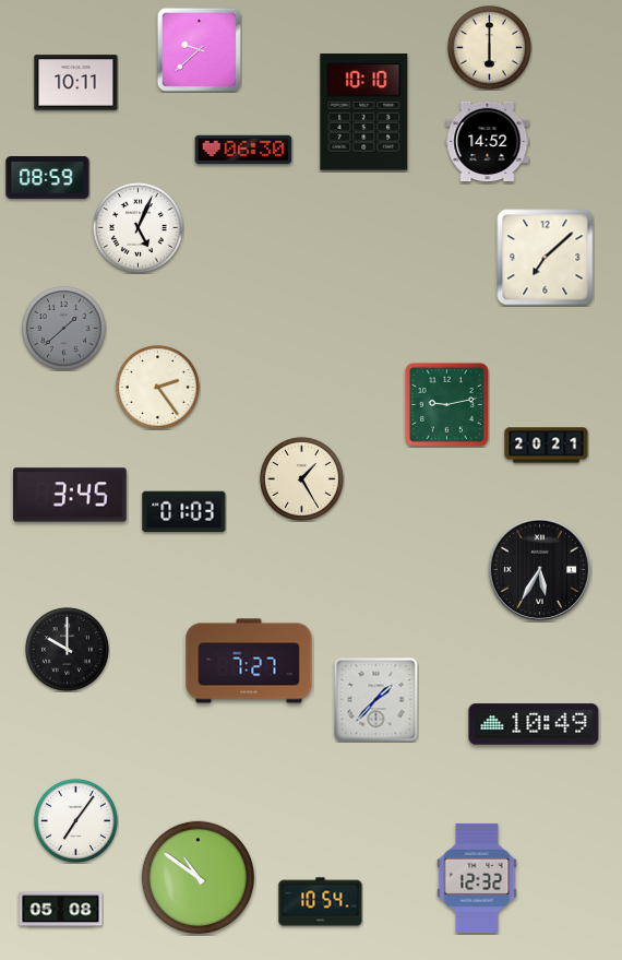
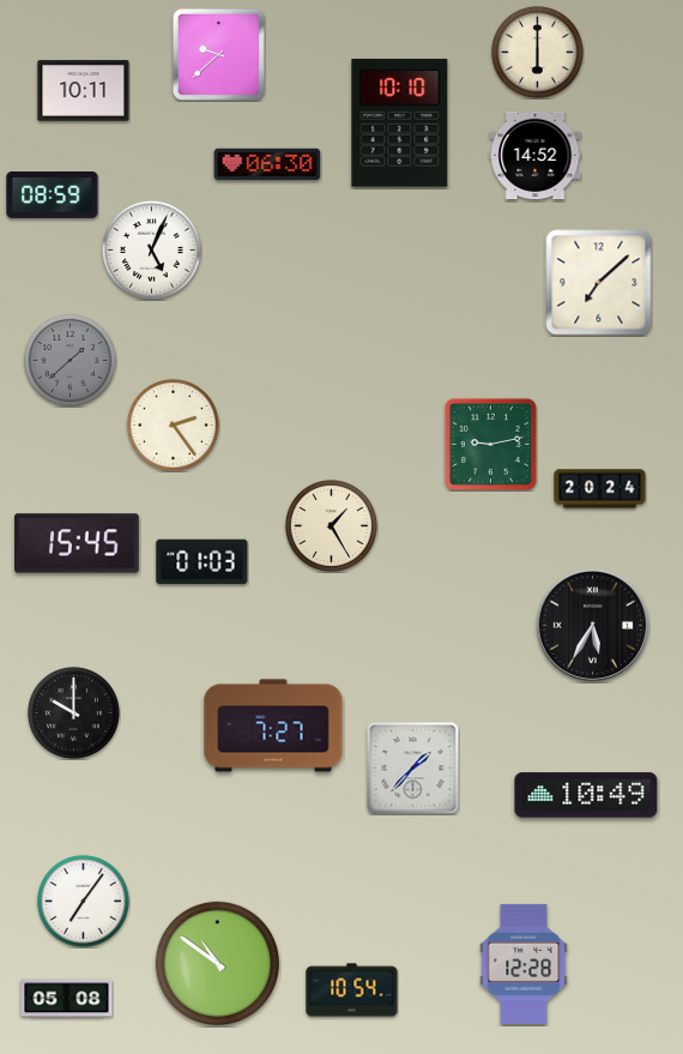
clock at (547, 446): 20:21 -> 20:24
clock at (71, 495): 3:45 -> 15:45
clock at (477, 878): 12:32 -> 12:28
